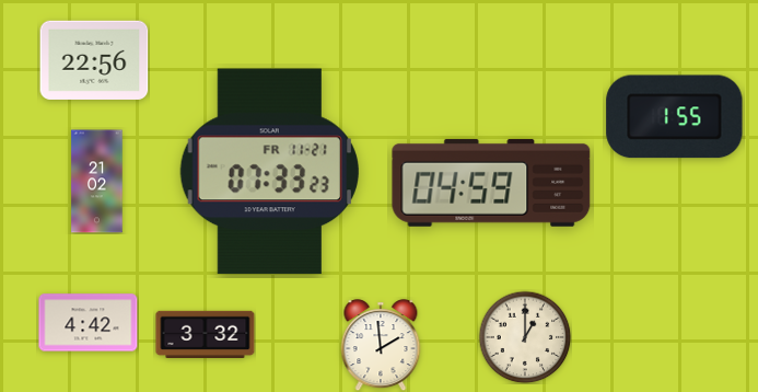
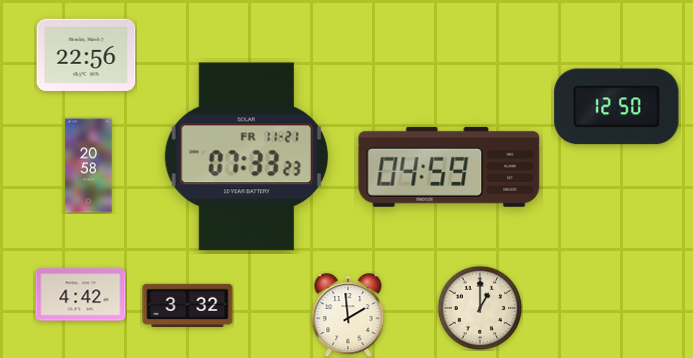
clock at (675, 117): 1:55 -> 12:50
clock at (97, 182): 21:02 -> 20:58
